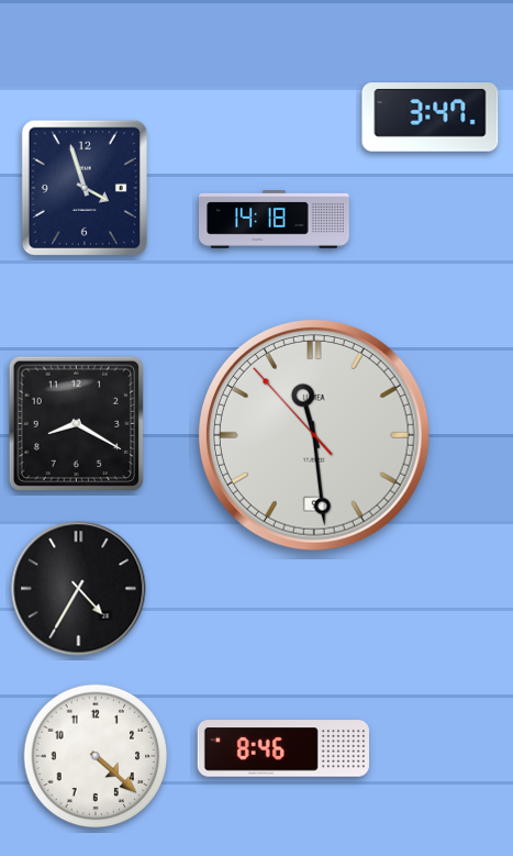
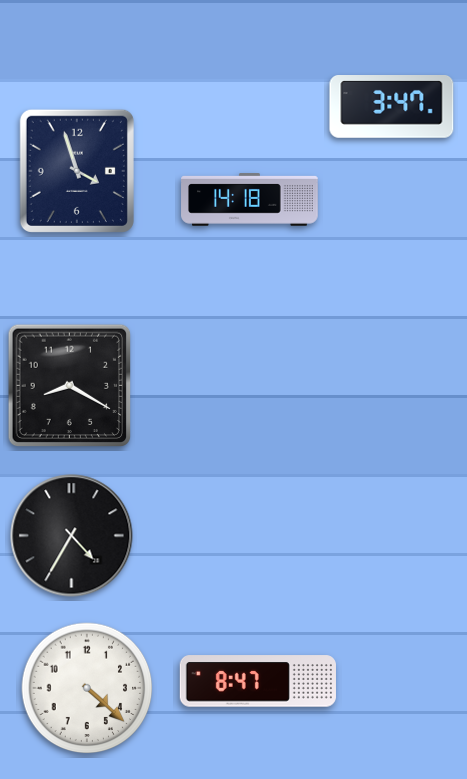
clock at (315, 436): 11:28 -> none
clock at (283, 748): 8:46 -> 8:47
